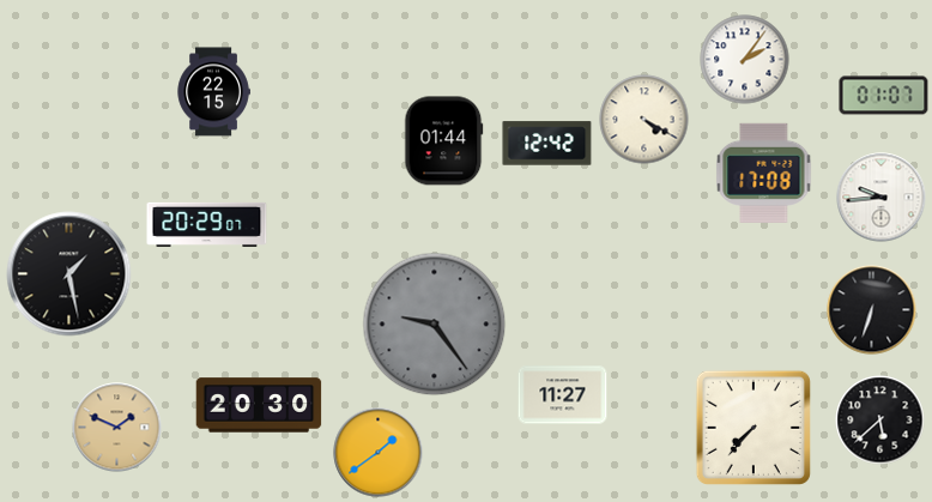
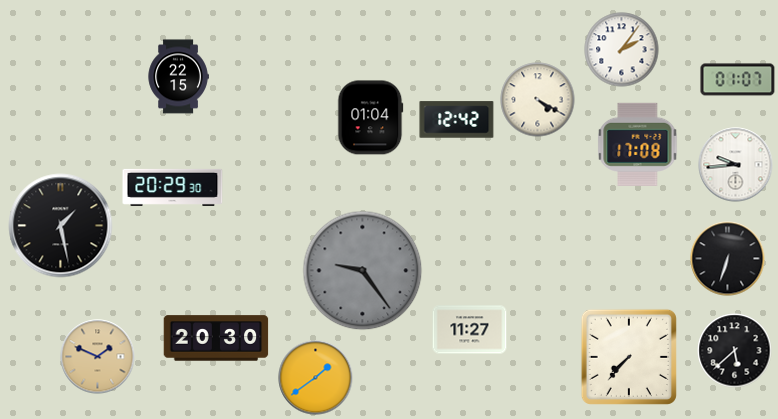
clock at (444, 141): 01:44 -> 01:04
clock at (207, 224): 20:29:07 -> 20:29:30
clock at (69, 274) position: (69, 274) -> (61, 226)
